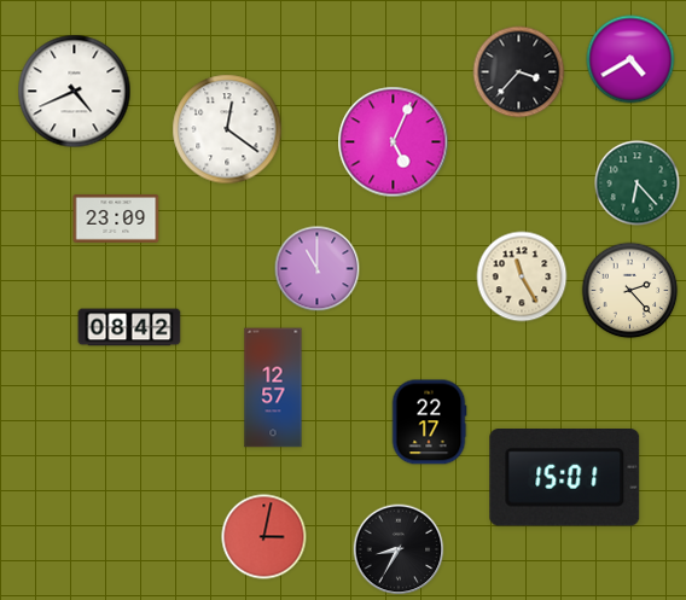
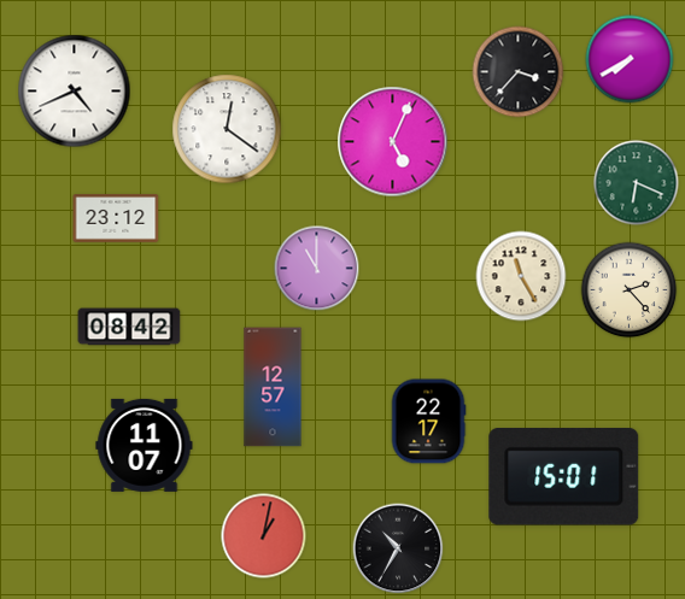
clock at (630, 59): 4:40 -> 7:40
clock at (638, 184): 6:23 -> 6:19
clock at (116, 219): 23:09 -> 23:12
clock at (145, 445): none -> 11:07
clock at (264, 537): 3:02 -> 1:02
clock at (399, 549): 8:35 -> 10:35
